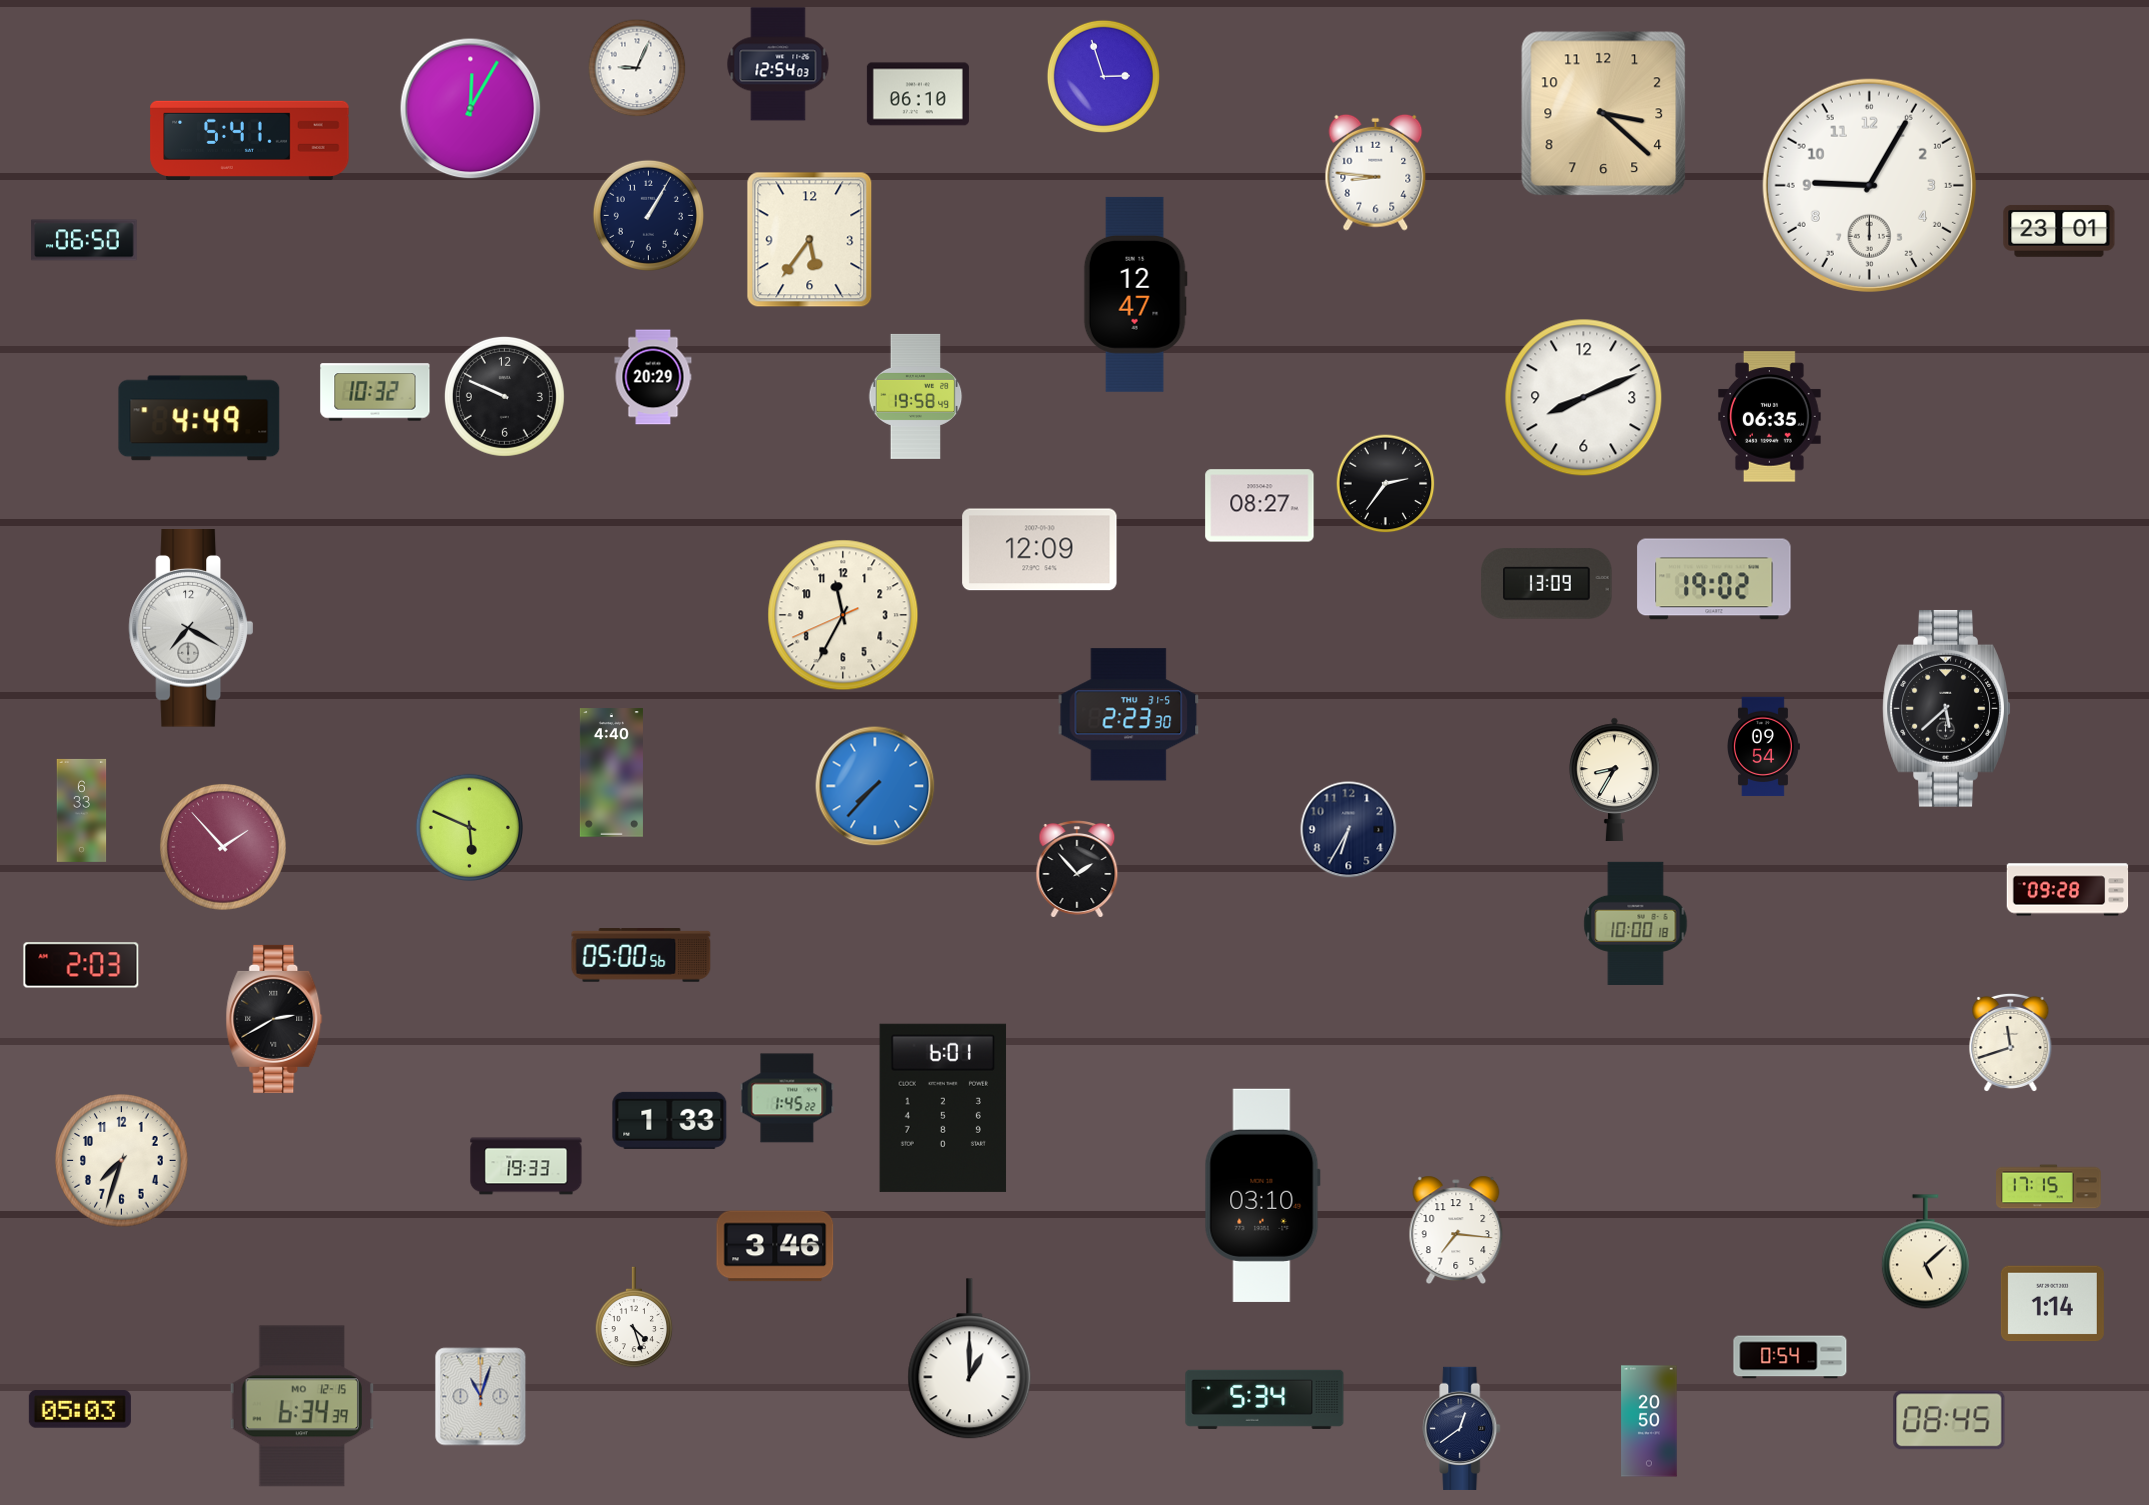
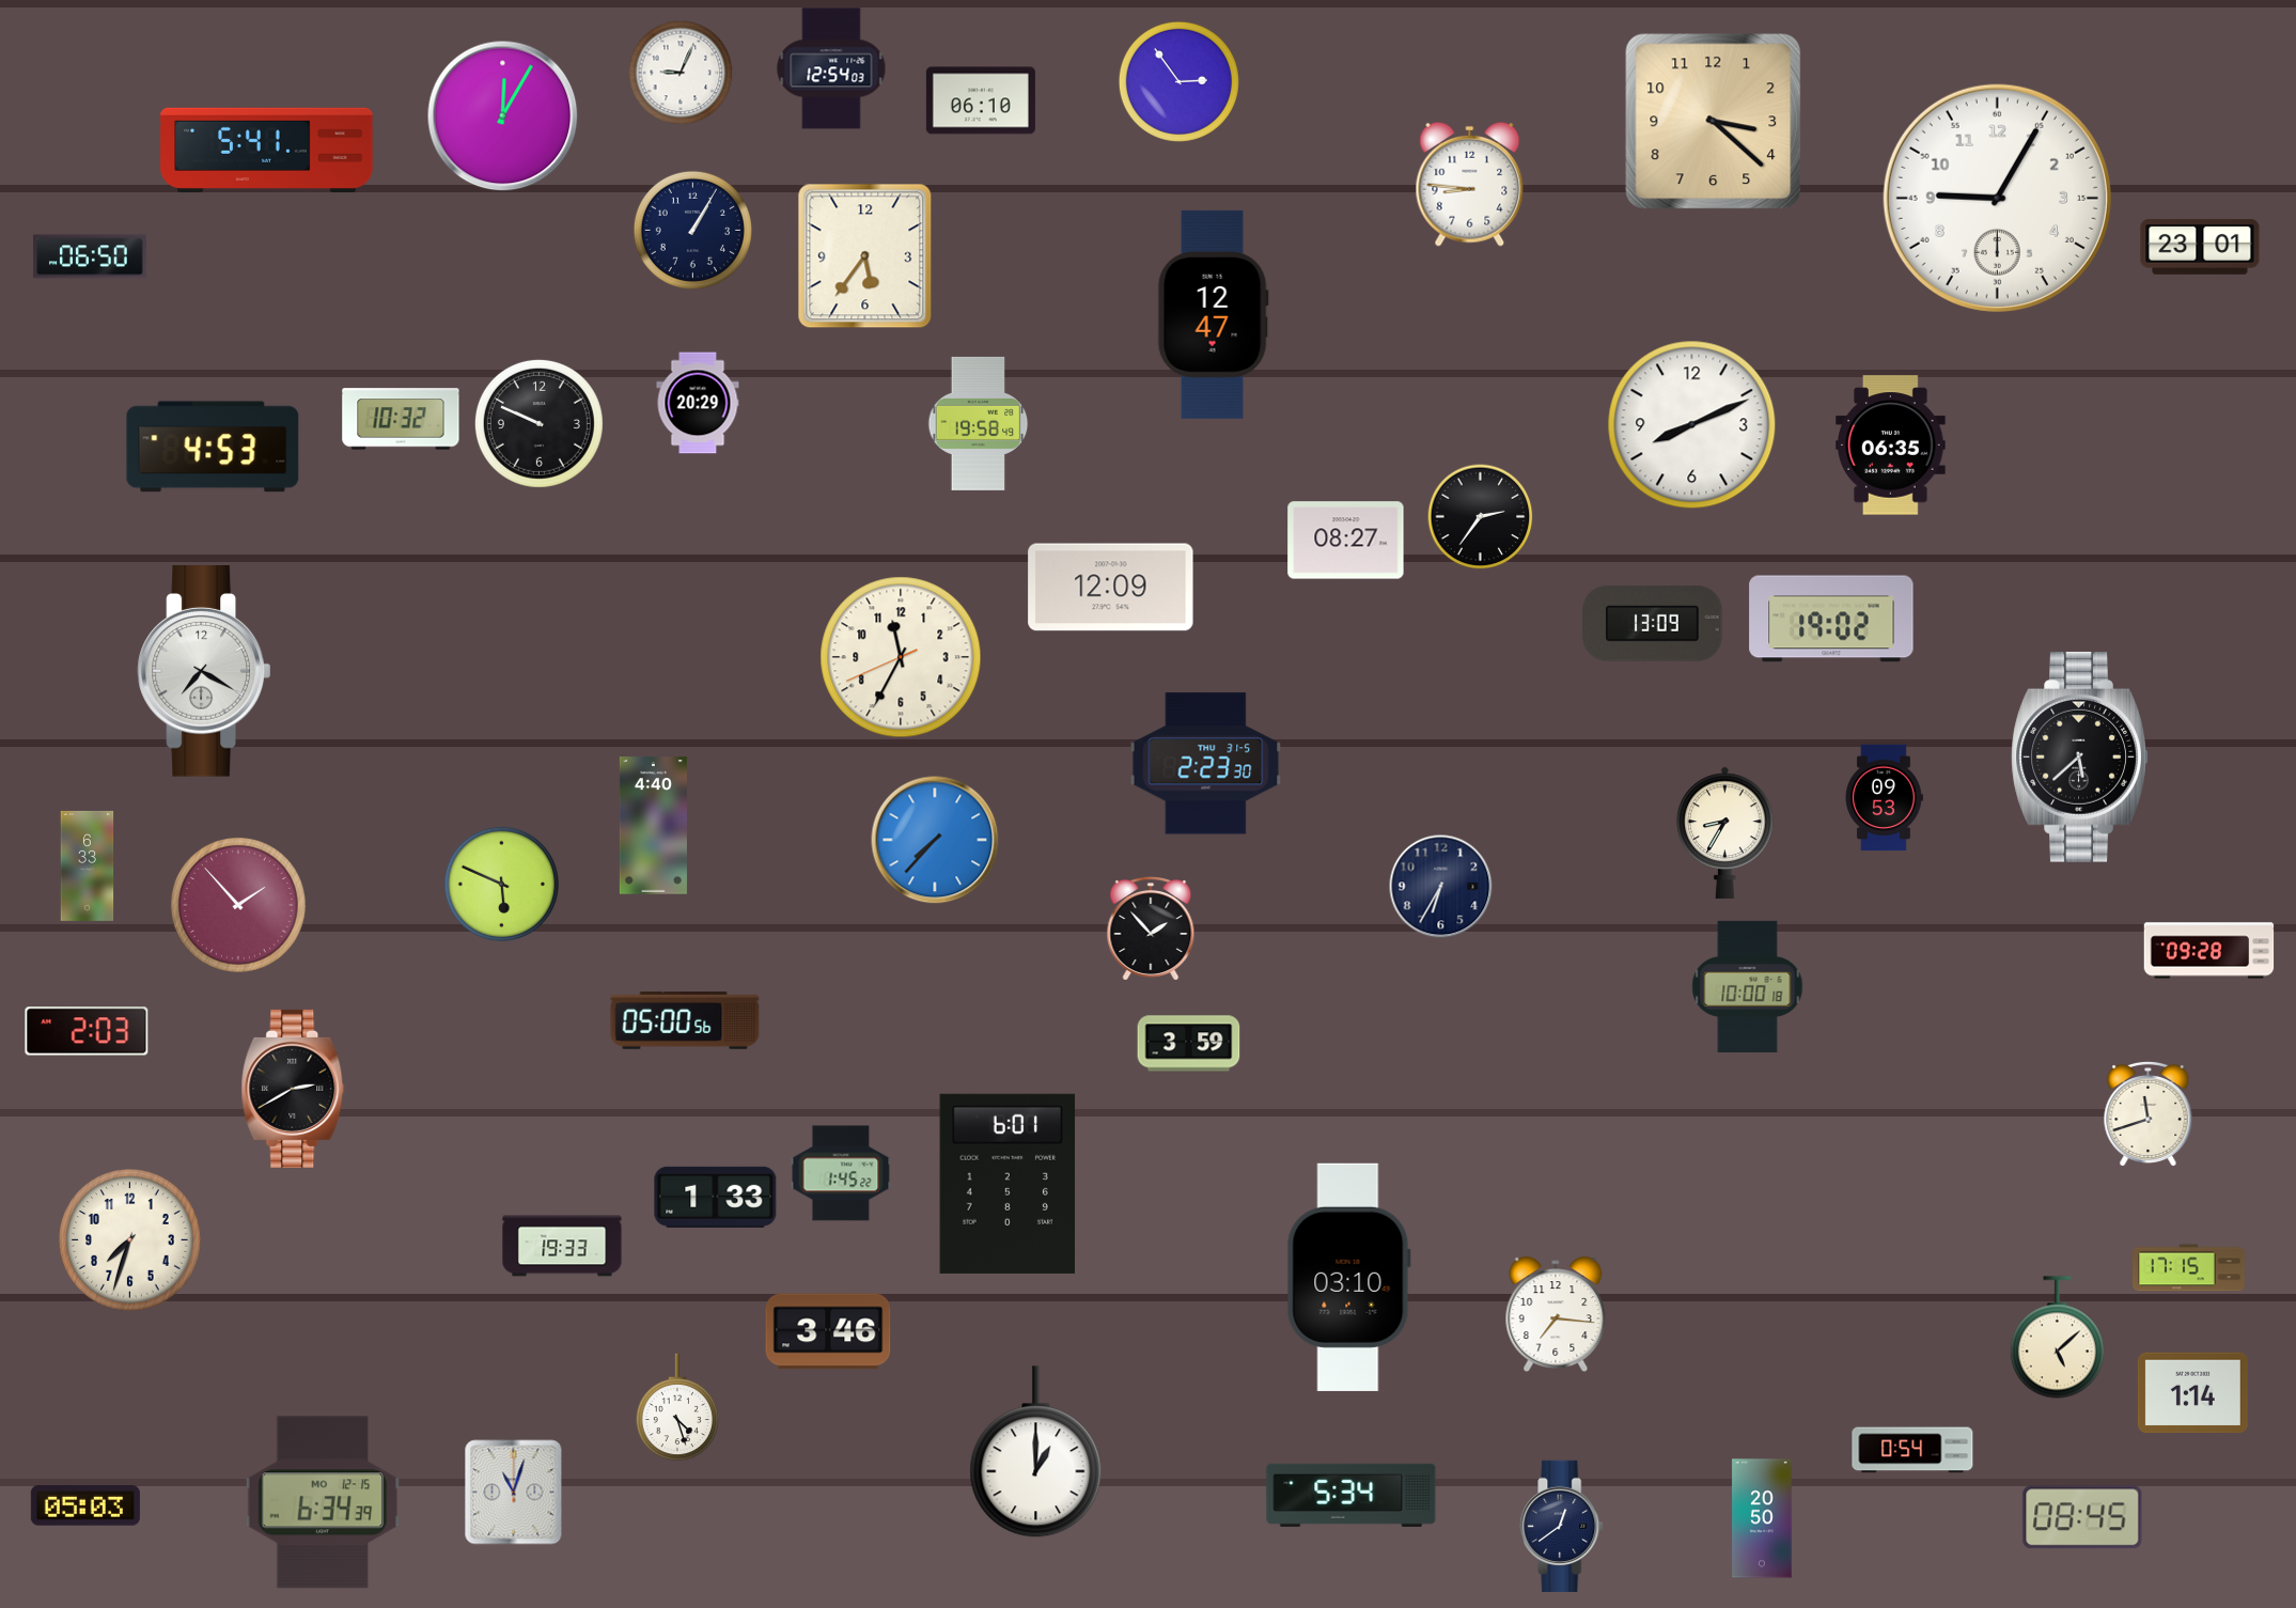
clock at (1103, 76): 2:57 -> 2:54
clock at (199, 418): 4:49 -> 4:53
clock at (1763, 747): 09:54 -> 09:53
clock at (1189, 1044): none -> 3:59
